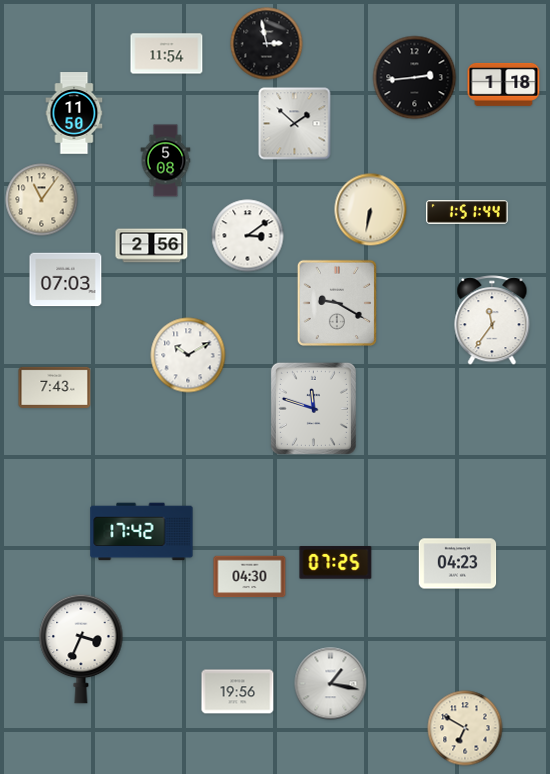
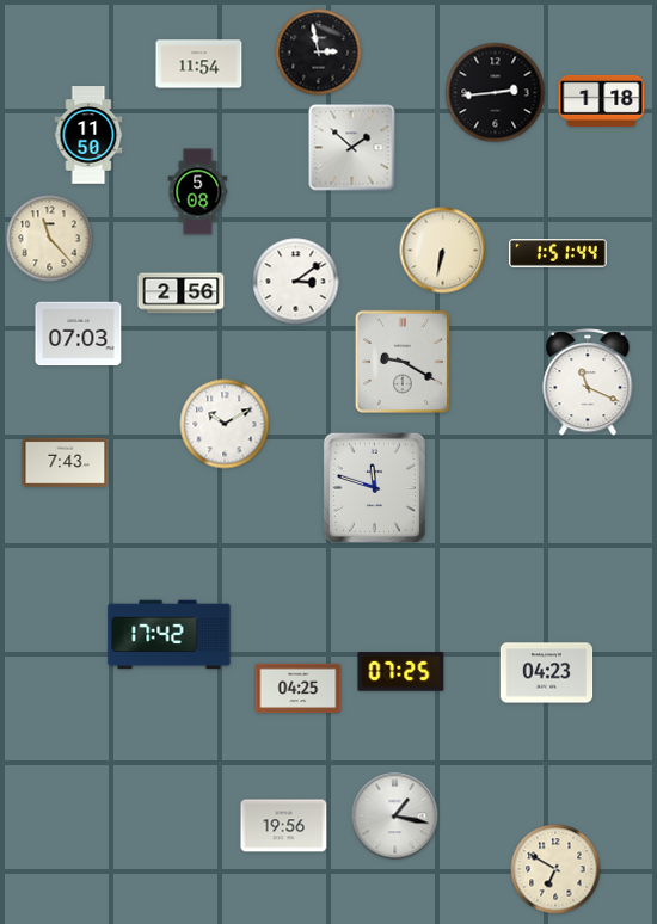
clock at (42, 200): 11:06 -> 11:23
clock at (492, 321): 11:36 -> 11:19
clock at (250, 577): 04:30 -> 04:25
clock at (81, 649): 3:34 -> none
